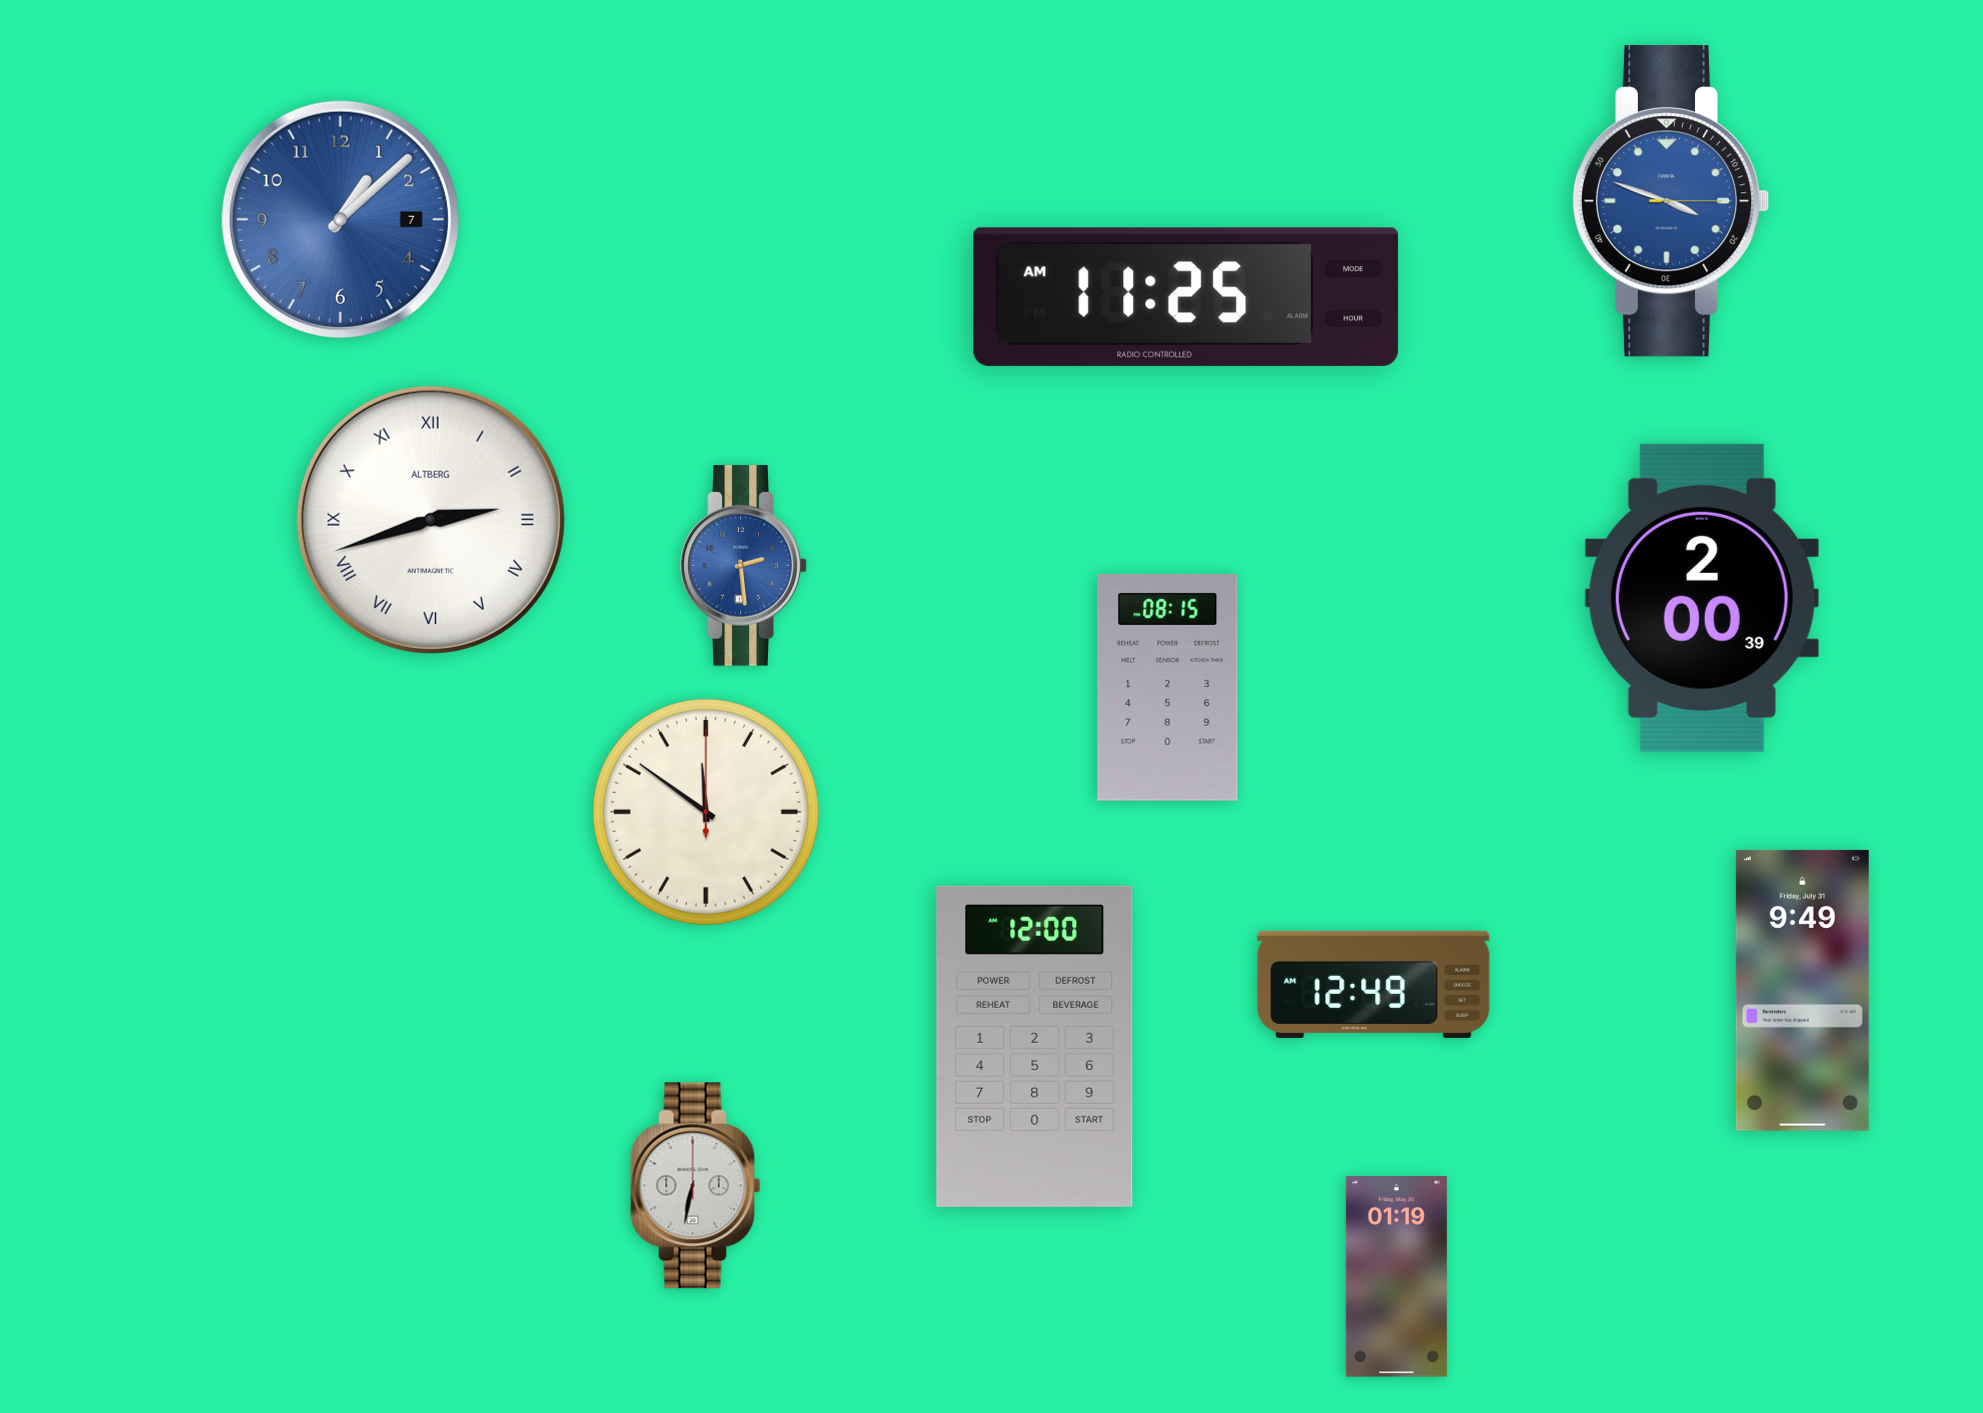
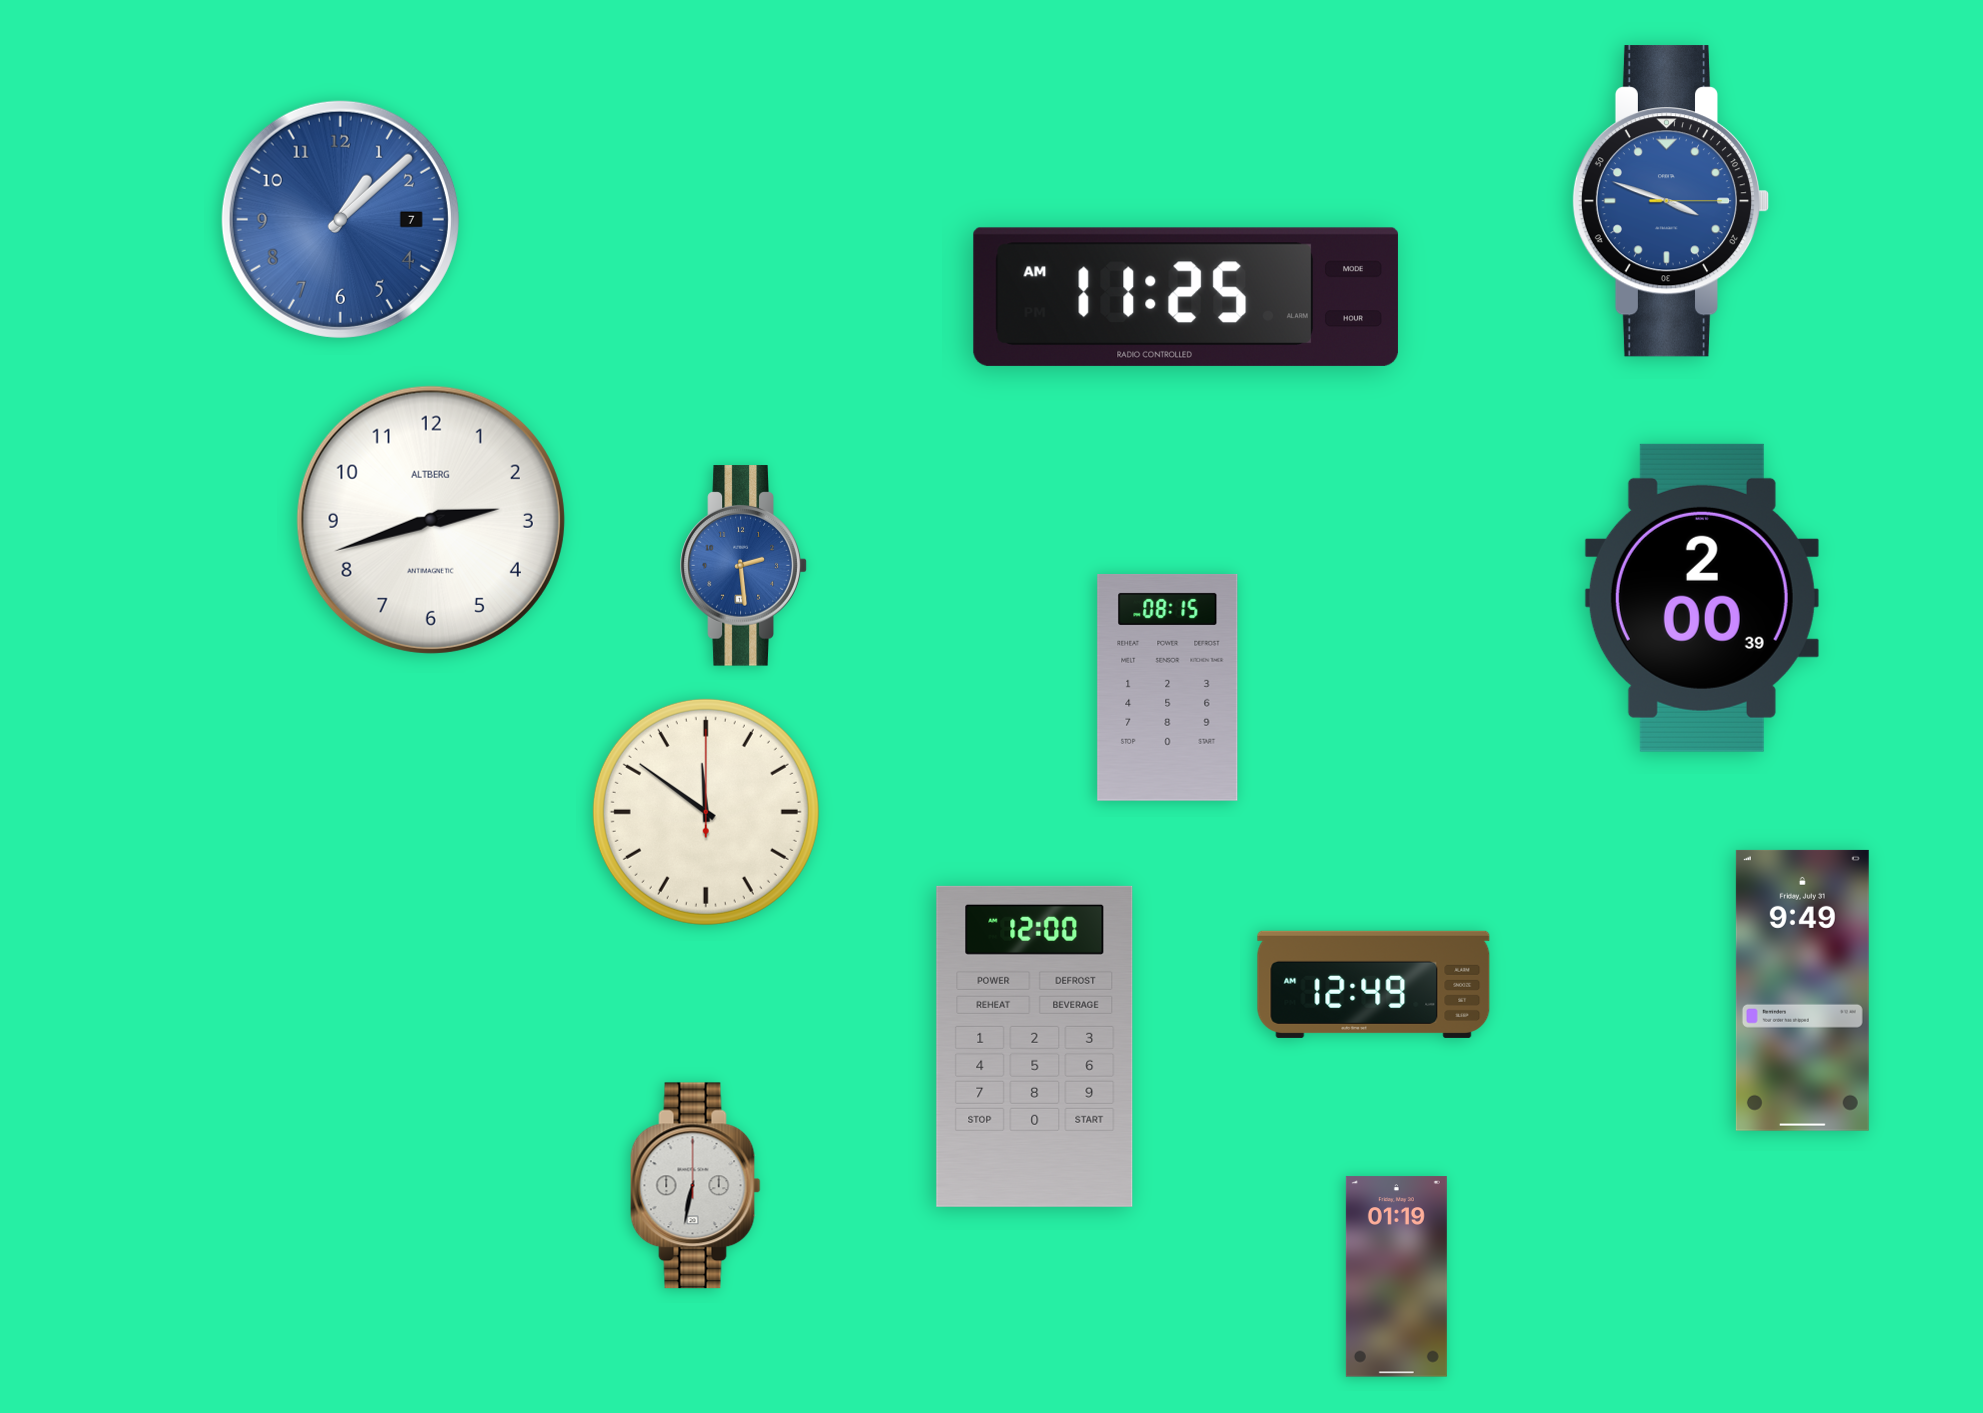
clock at (431, 520) numerals: Roman -> Arabic
